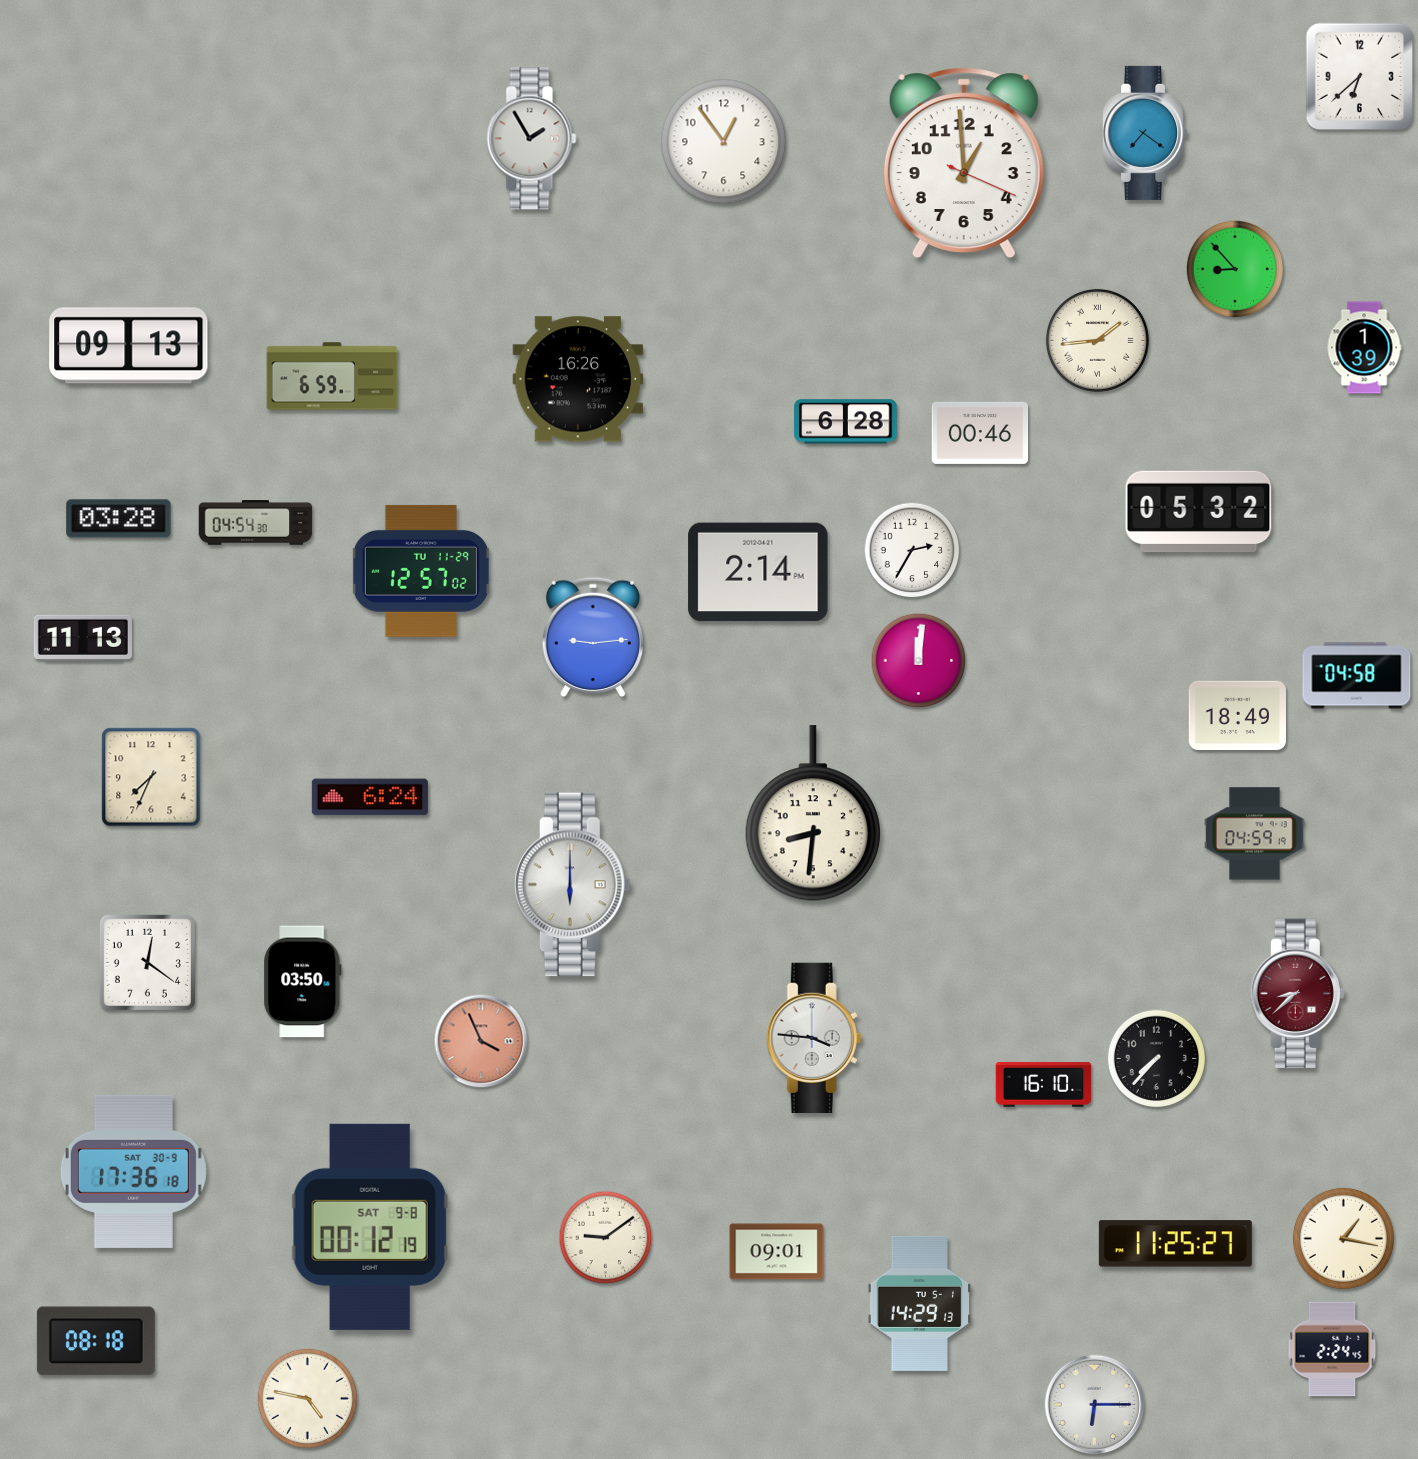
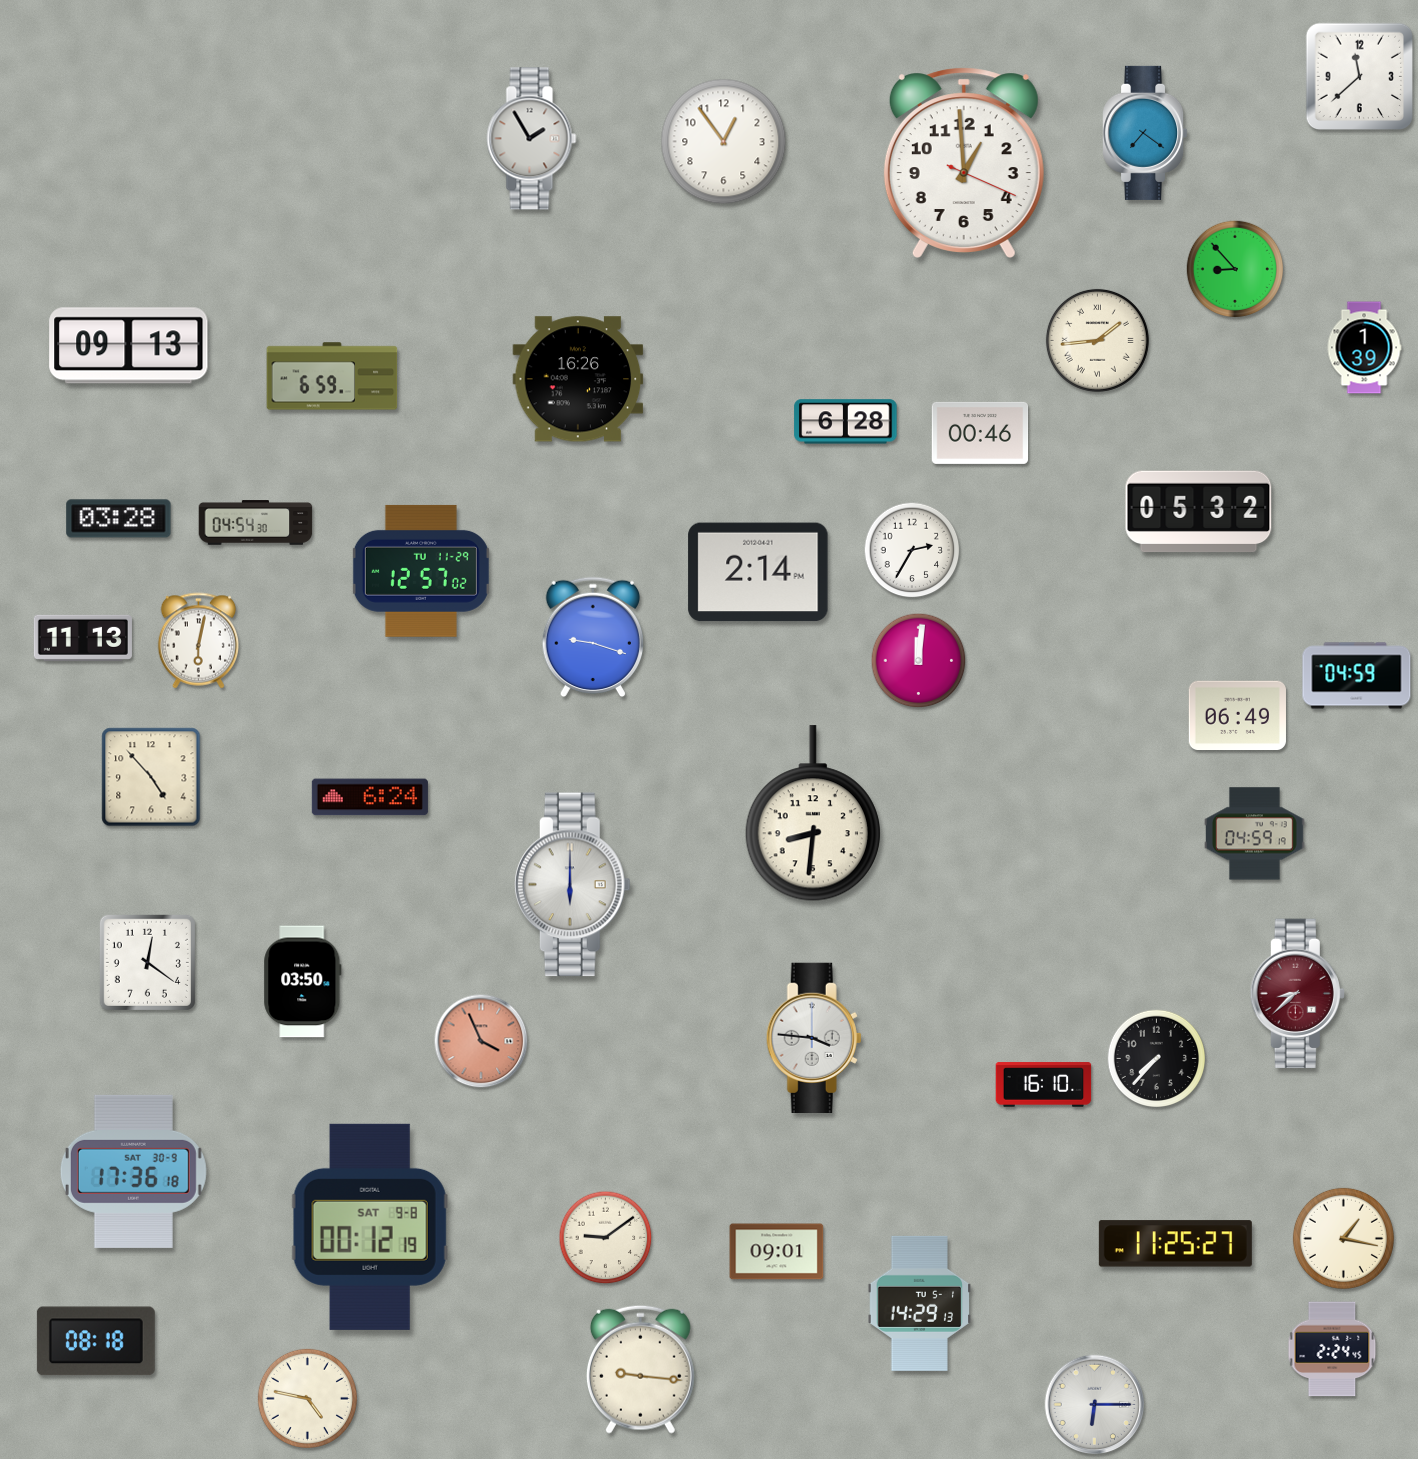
clock at (1360, 77): 6:38 -> 11:38
clock at (592, 637): 9:14 -> 9:18
clock at (199, 641): none -> 6:02
clock at (1357, 676): 04:58 -> 04:59
clock at (1237, 715): 18:49 -> 06:49
clock at (151, 777): 7:34 -> 4:53
clock at (640, 1369): none -> 9:16
